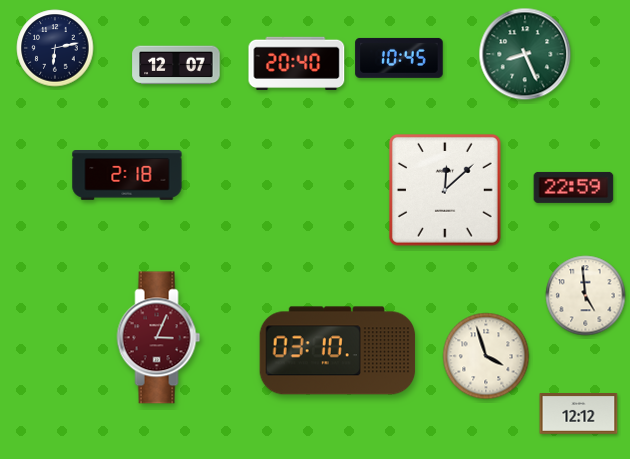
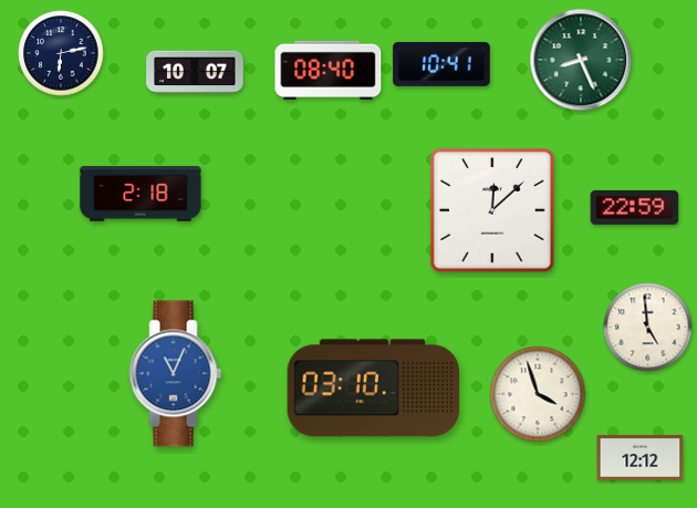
clock at (399, 58): 10:45 -> 10:41
clock at (297, 63): 20:40 -> 08:40
clock at (176, 65): 12:07 -> 10:07
clock at (159, 338): 3:04 -> 11:04
clock at (159, 338) dial: burgundy -> blue
